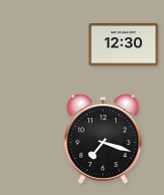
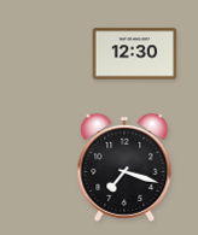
clock at (124, 45) position: (124, 45) -> (135, 54)
